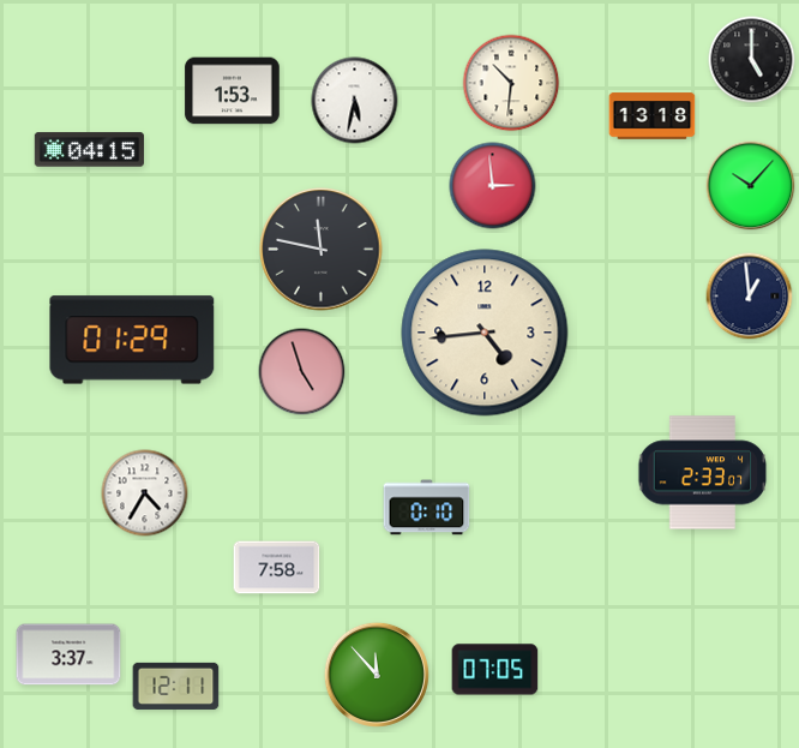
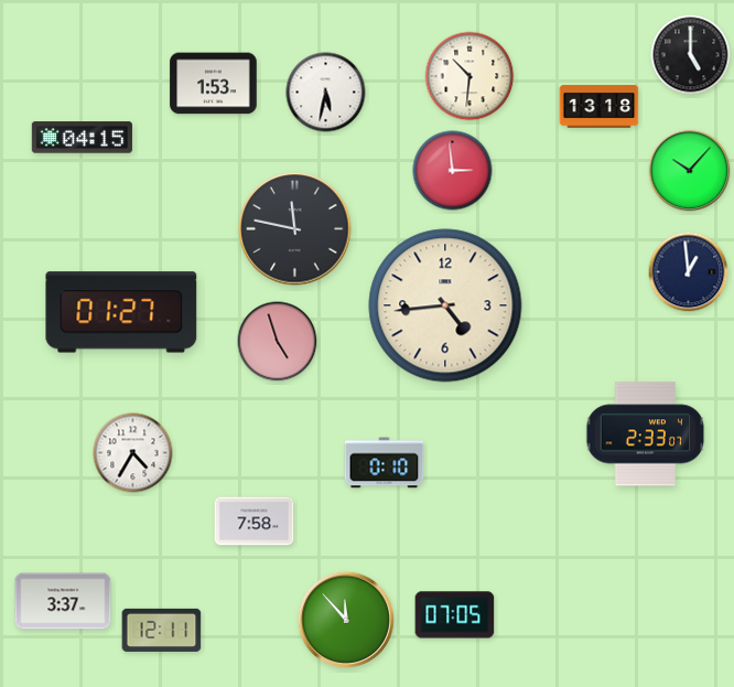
clock at (132, 340): 01:29 -> 01:27
clock at (427, 508) position: (427, 508) -> (385, 463)
